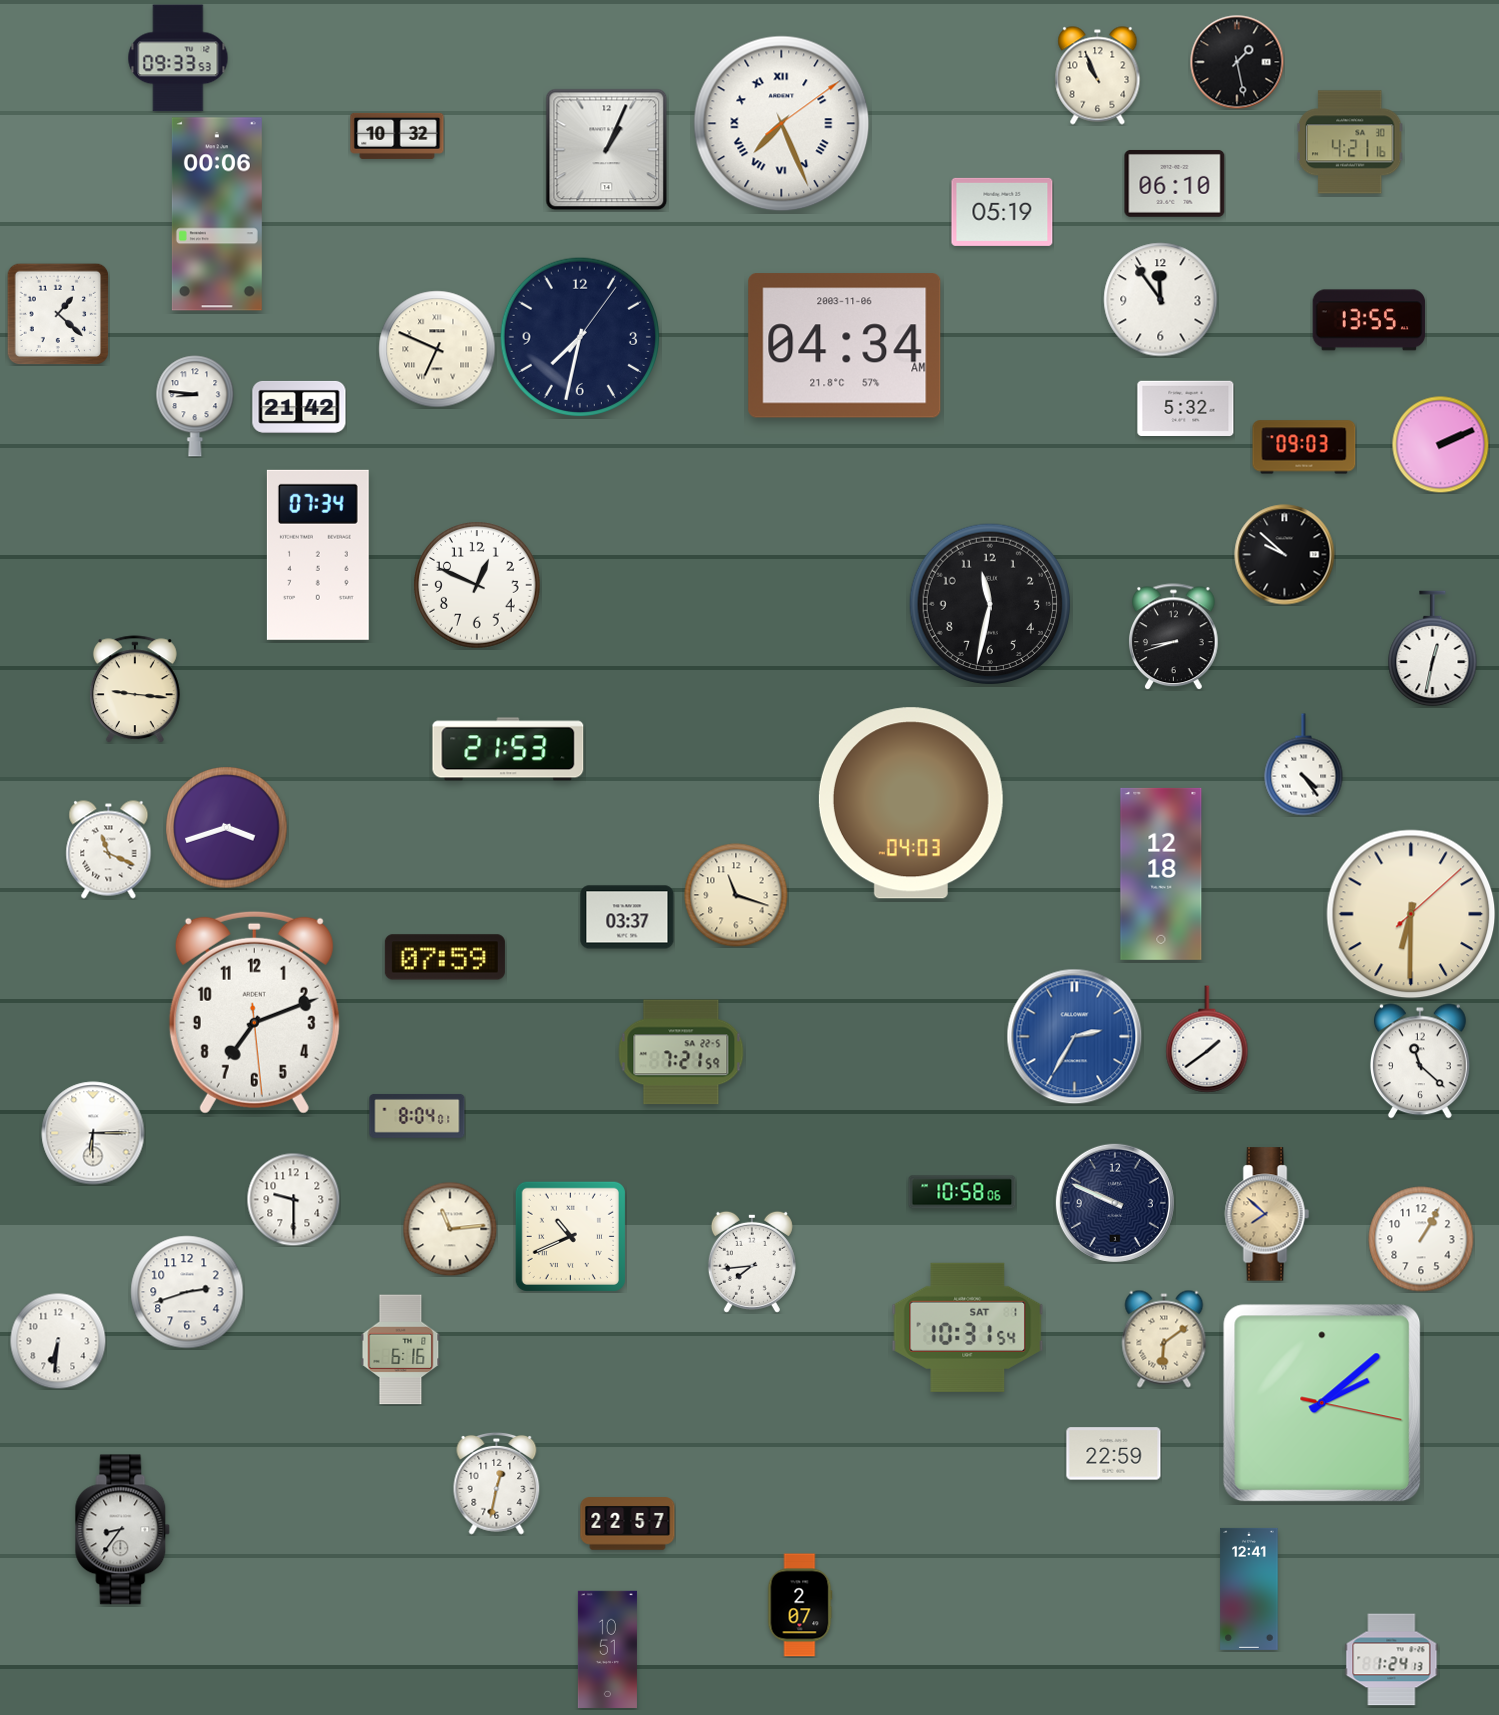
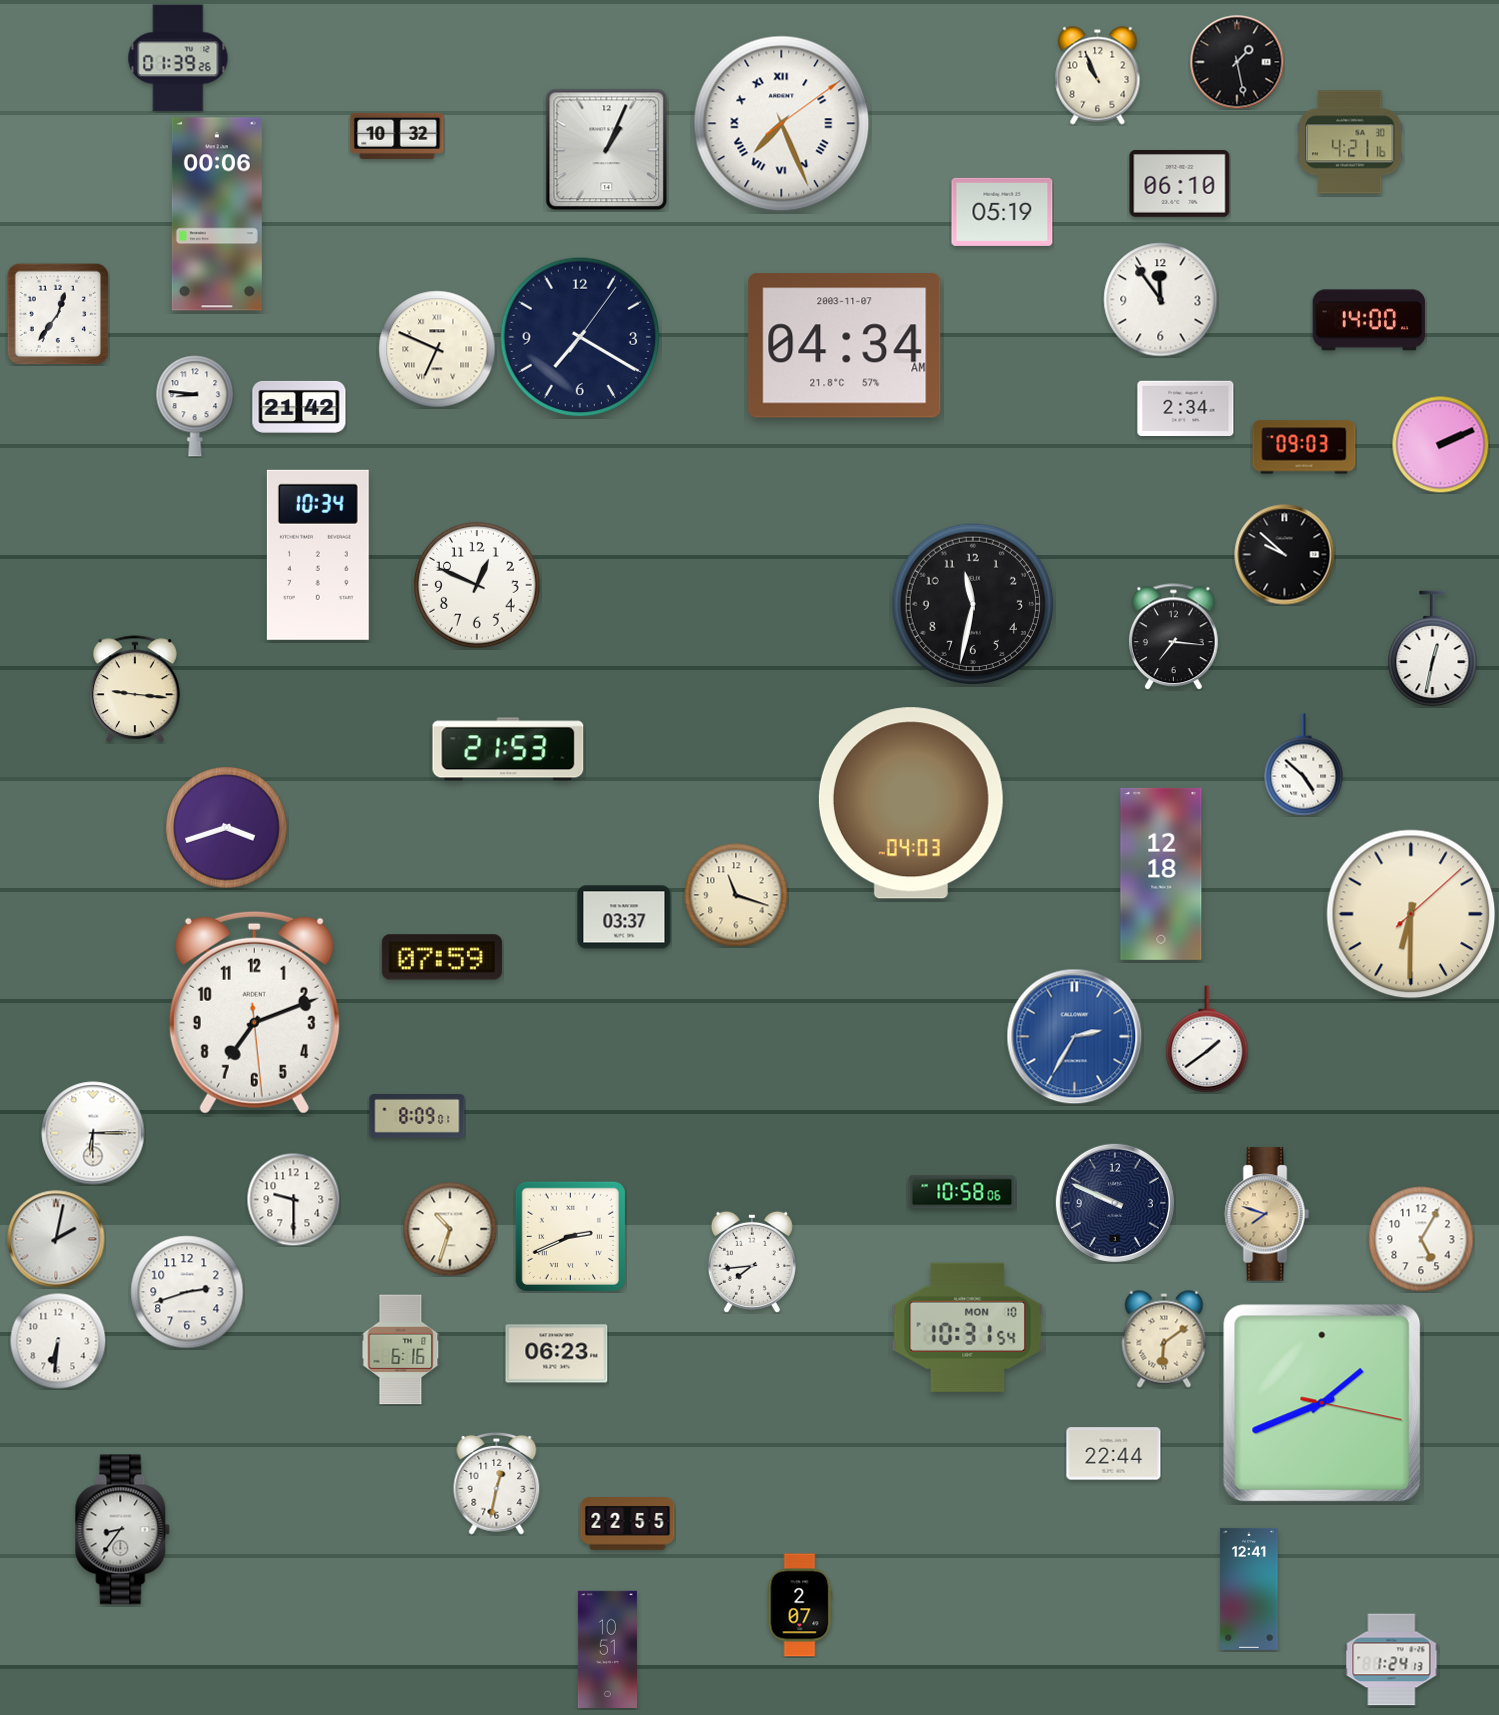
clock at (178, 58): 09:33 -> 01:39
clock at (1175, 183) position: (1175, 183) -> (1180, 183)
clock at (58, 314): 1:22 -> 12:36
clock at (1369, 320): 13:55 -> 14:00
clock at (579, 336): 7:32 -> 7:20
clock at (845, 346) date: 2003-11-06 -> 2003-11-07
clock at (1186, 408): 5:32 -> 2:34
clock at (318, 555): 07:34 -> 10:34
clock at (989, 603) position: (989, 603) -> (972, 603)
clock at (1174, 637): 8:42 -> 7:16
clock at (1304, 765): 4:24 -> 4:52
clock at (109, 850): 11:19 -> none
clock at (627, 917) position: (627, 917) -> (624, 917)
clock at (445, 957) position: (445, 957) -> (442, 957)
clock at (681, 1052): 7:21 -> none
clock at (1420, 1061): 11:22 -> none
clock at (417, 1116): 8:04 -> 8:09
clock at (1267, 1214): 7:52 -> 7:48
clock at (450, 1229): 11:14 -> 10:33
clock at (570, 1236): 10:41 -> 2:41
clock at (56, 1239): none -> 2:02
clock at (1421, 1239): 1:05 -> 5:05
clock at (968, 1327) date: SAT 1 -> MON 10
clock at (557, 1354): none -> 06:23
clock at (1322, 1403): 2:08 -> 1:41
clock at (1114, 1454): 22:59 -> 22:44
clock at (628, 1524): 22:57 -> 22:55
